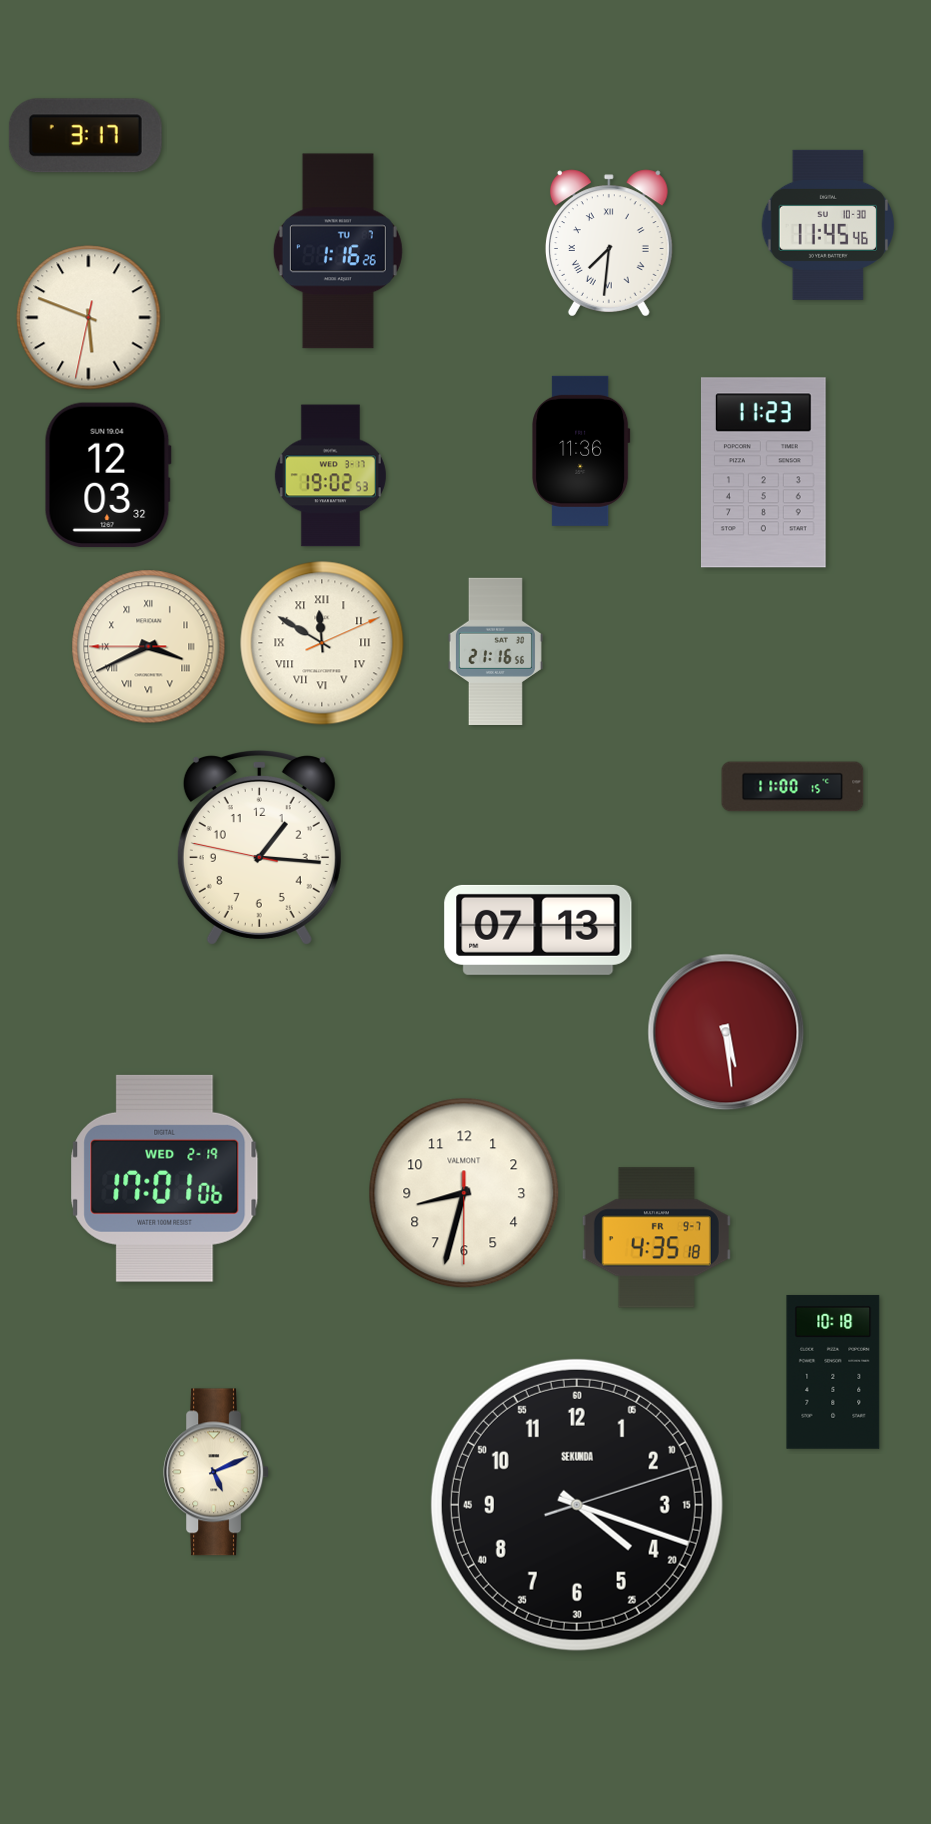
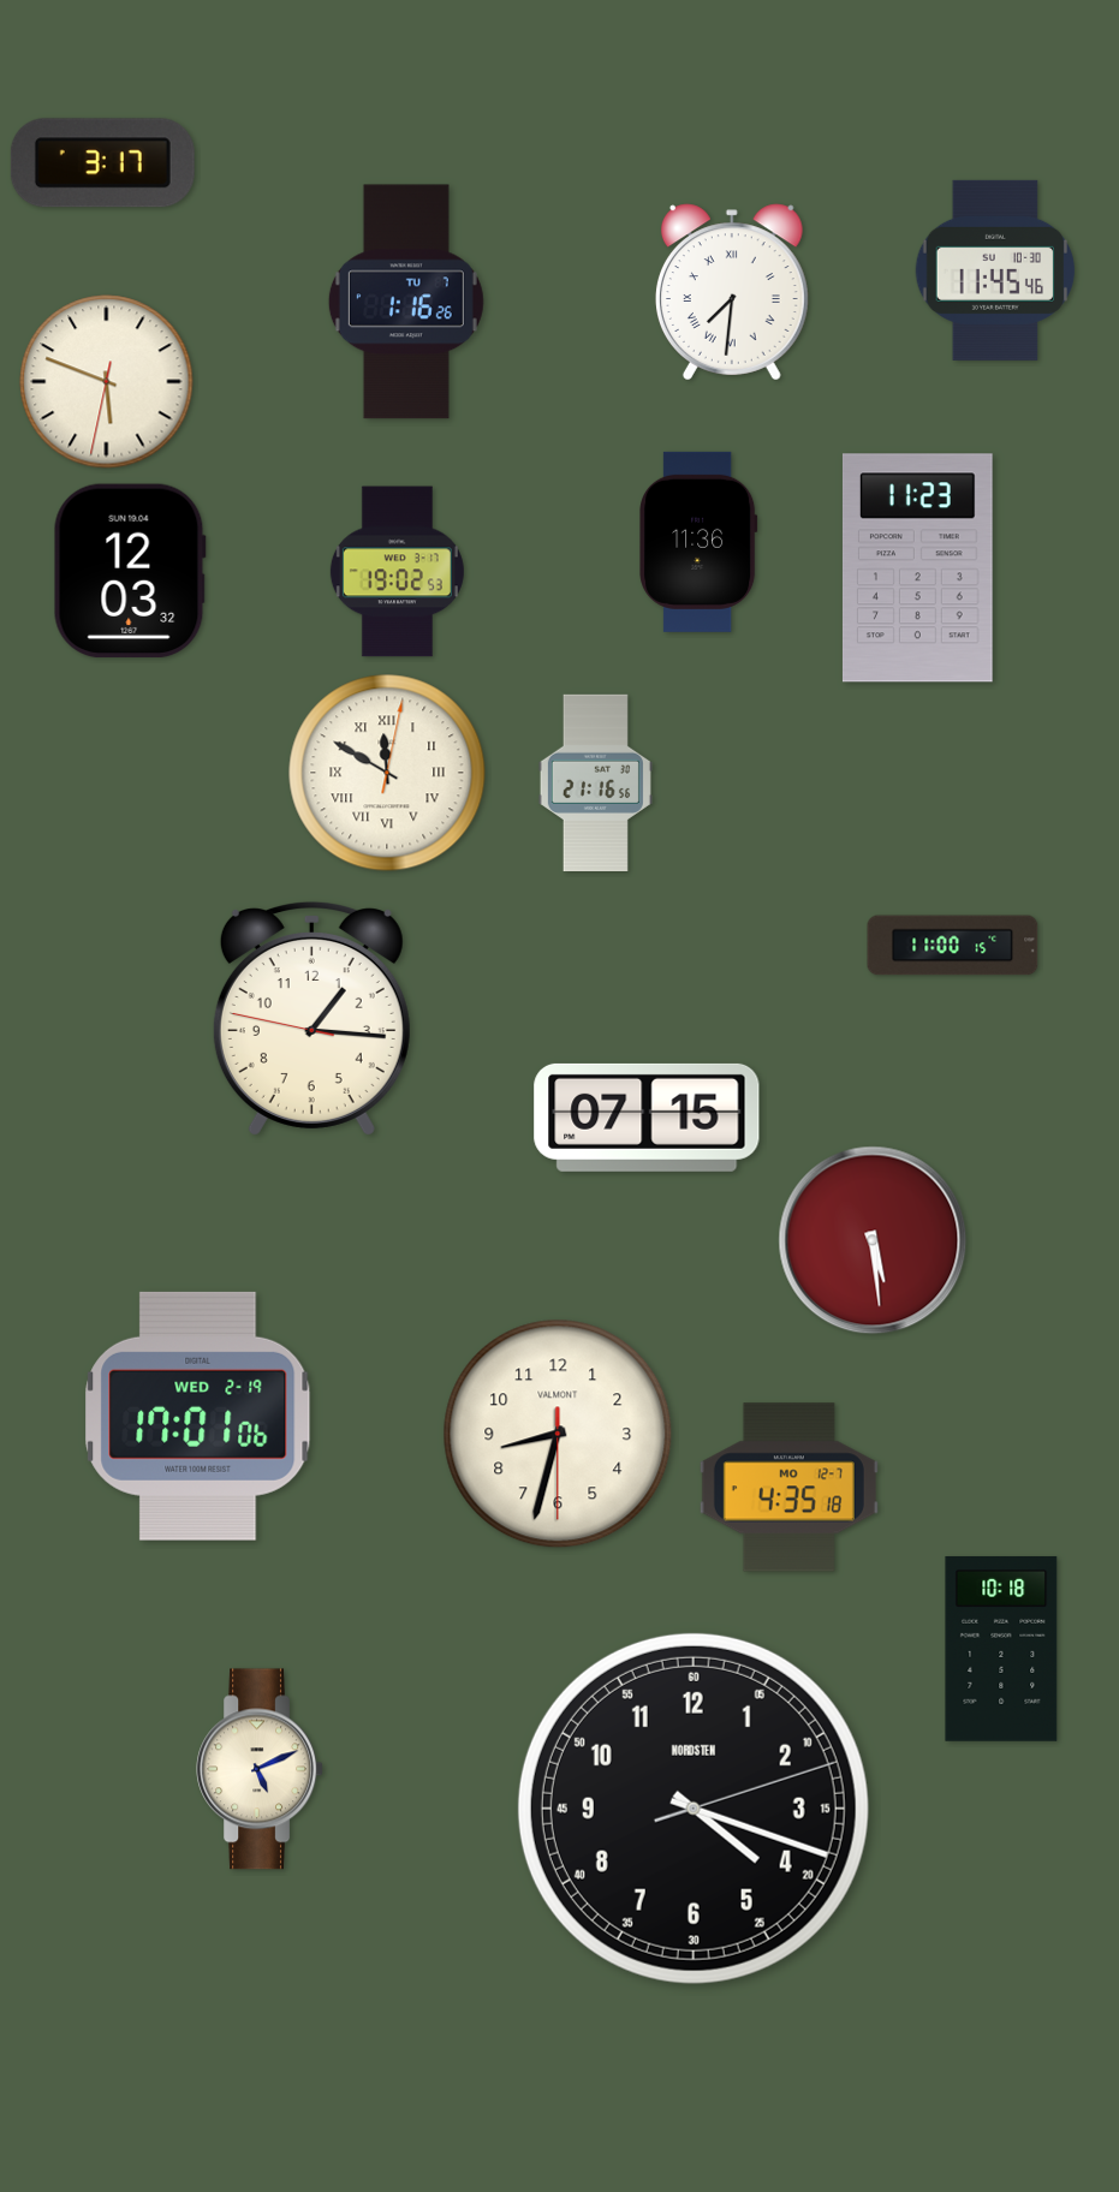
clock at (322, 643): 11:50:11 -> 11:50:02
clock at (149, 647): 3:40 -> none
clock at (538, 930): 07:13 -> 07:15
clock at (656, 1238) date: FR 9-7 -> MO 12-7
clock at (577, 1505) brand: SEKUNDA -> NORDSTEN
